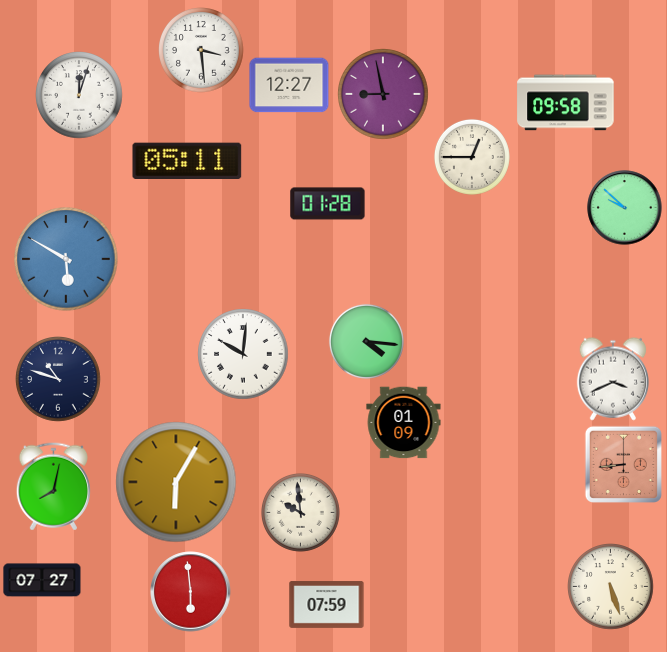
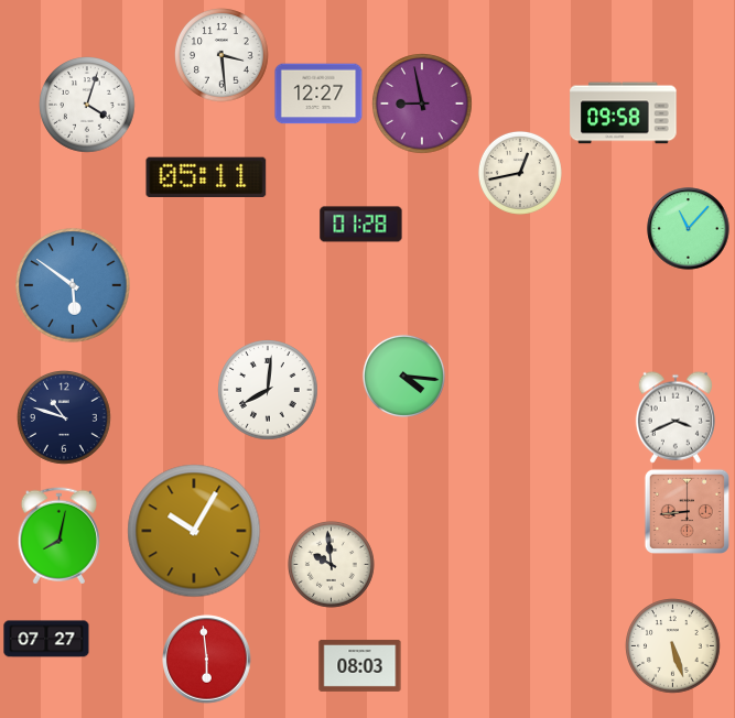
clock at (79, 95): 12:03 -> 4:03
clock at (472, 157): 12:45 -> 12:43
clock at (625, 208): 9:52 -> 11:07
clock at (66, 259): 5:50 -> 5:51
clock at (243, 354): 10:01 -> 8:01
clock at (404, 423): 01:09 -> none
clock at (176, 482): 6:05 -> 10:05
clock at (191, 592) position: (191, 592) -> (207, 660)
clock at (327, 604): 07:59 -> 08:03
